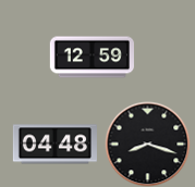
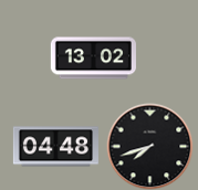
clock at (92, 58): 12:59 -> 13:02
clock at (147, 144): 8:18 -> 7:42
